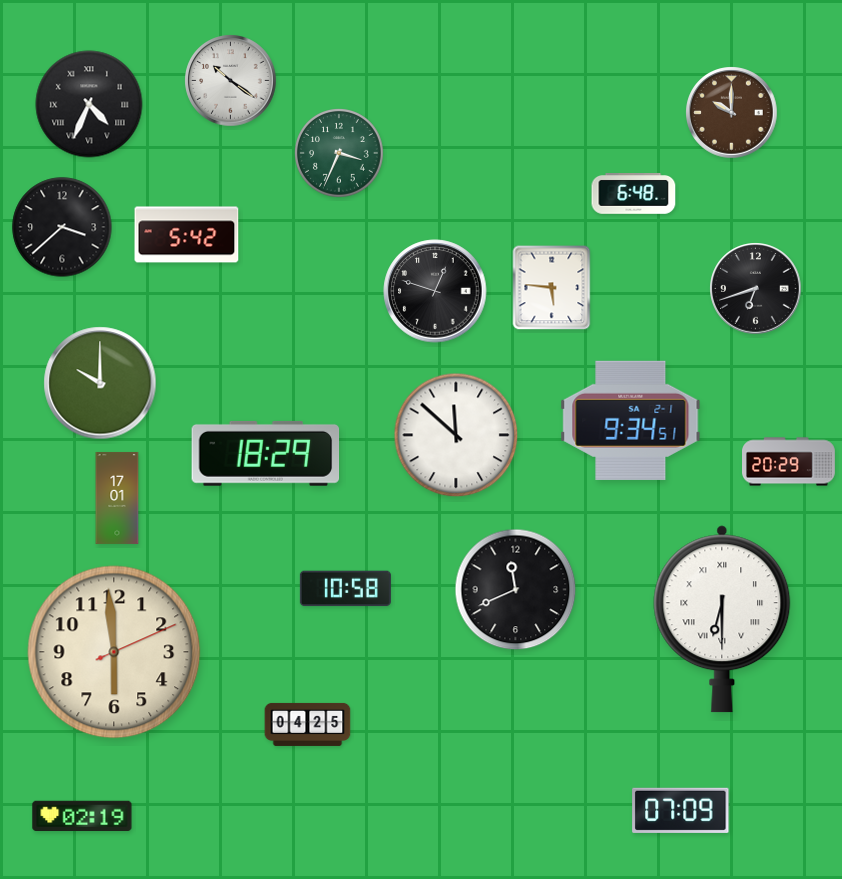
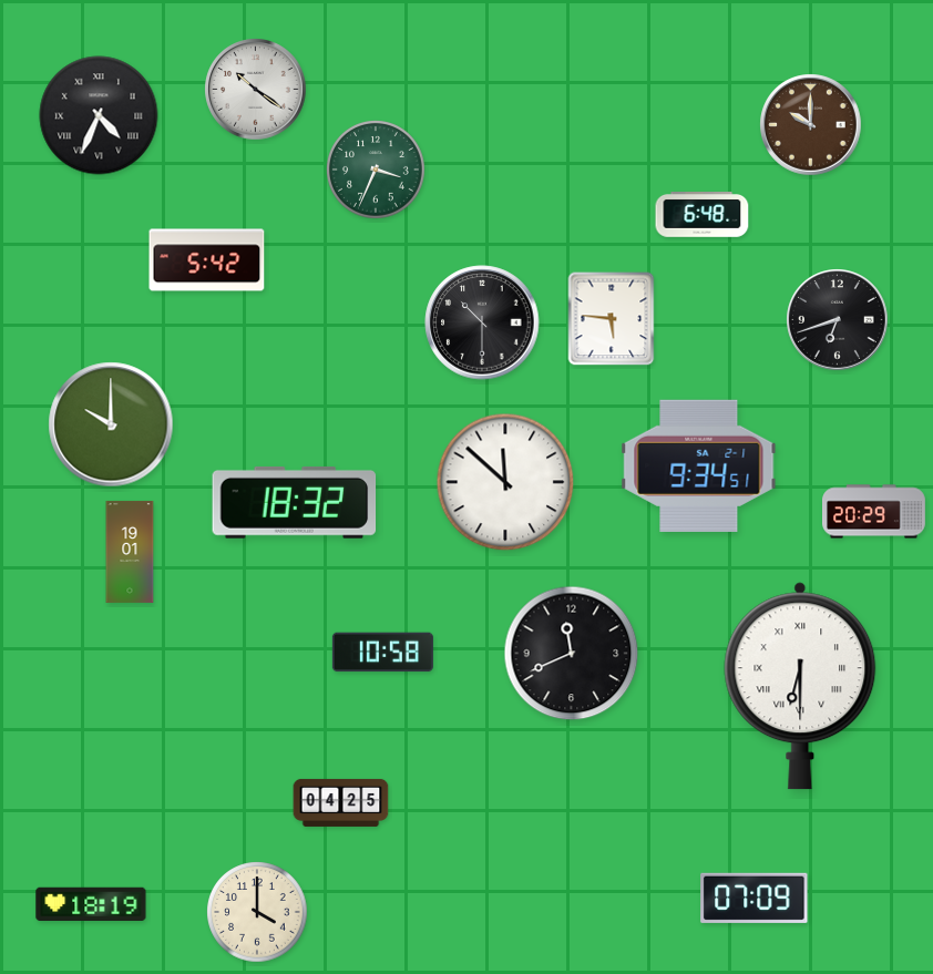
clock at (62, 227): 3:38 -> none
clock at (435, 291): 12:48 -> 10:30
clock at (266, 453): 18:29 -> 18:32
clock at (117, 498): 17:01 -> 19:01
clock at (114, 652): 5:59 -> none
clock at (82, 816): 02:19 -> 18:19
clock at (257, 912): none -> 4:00
